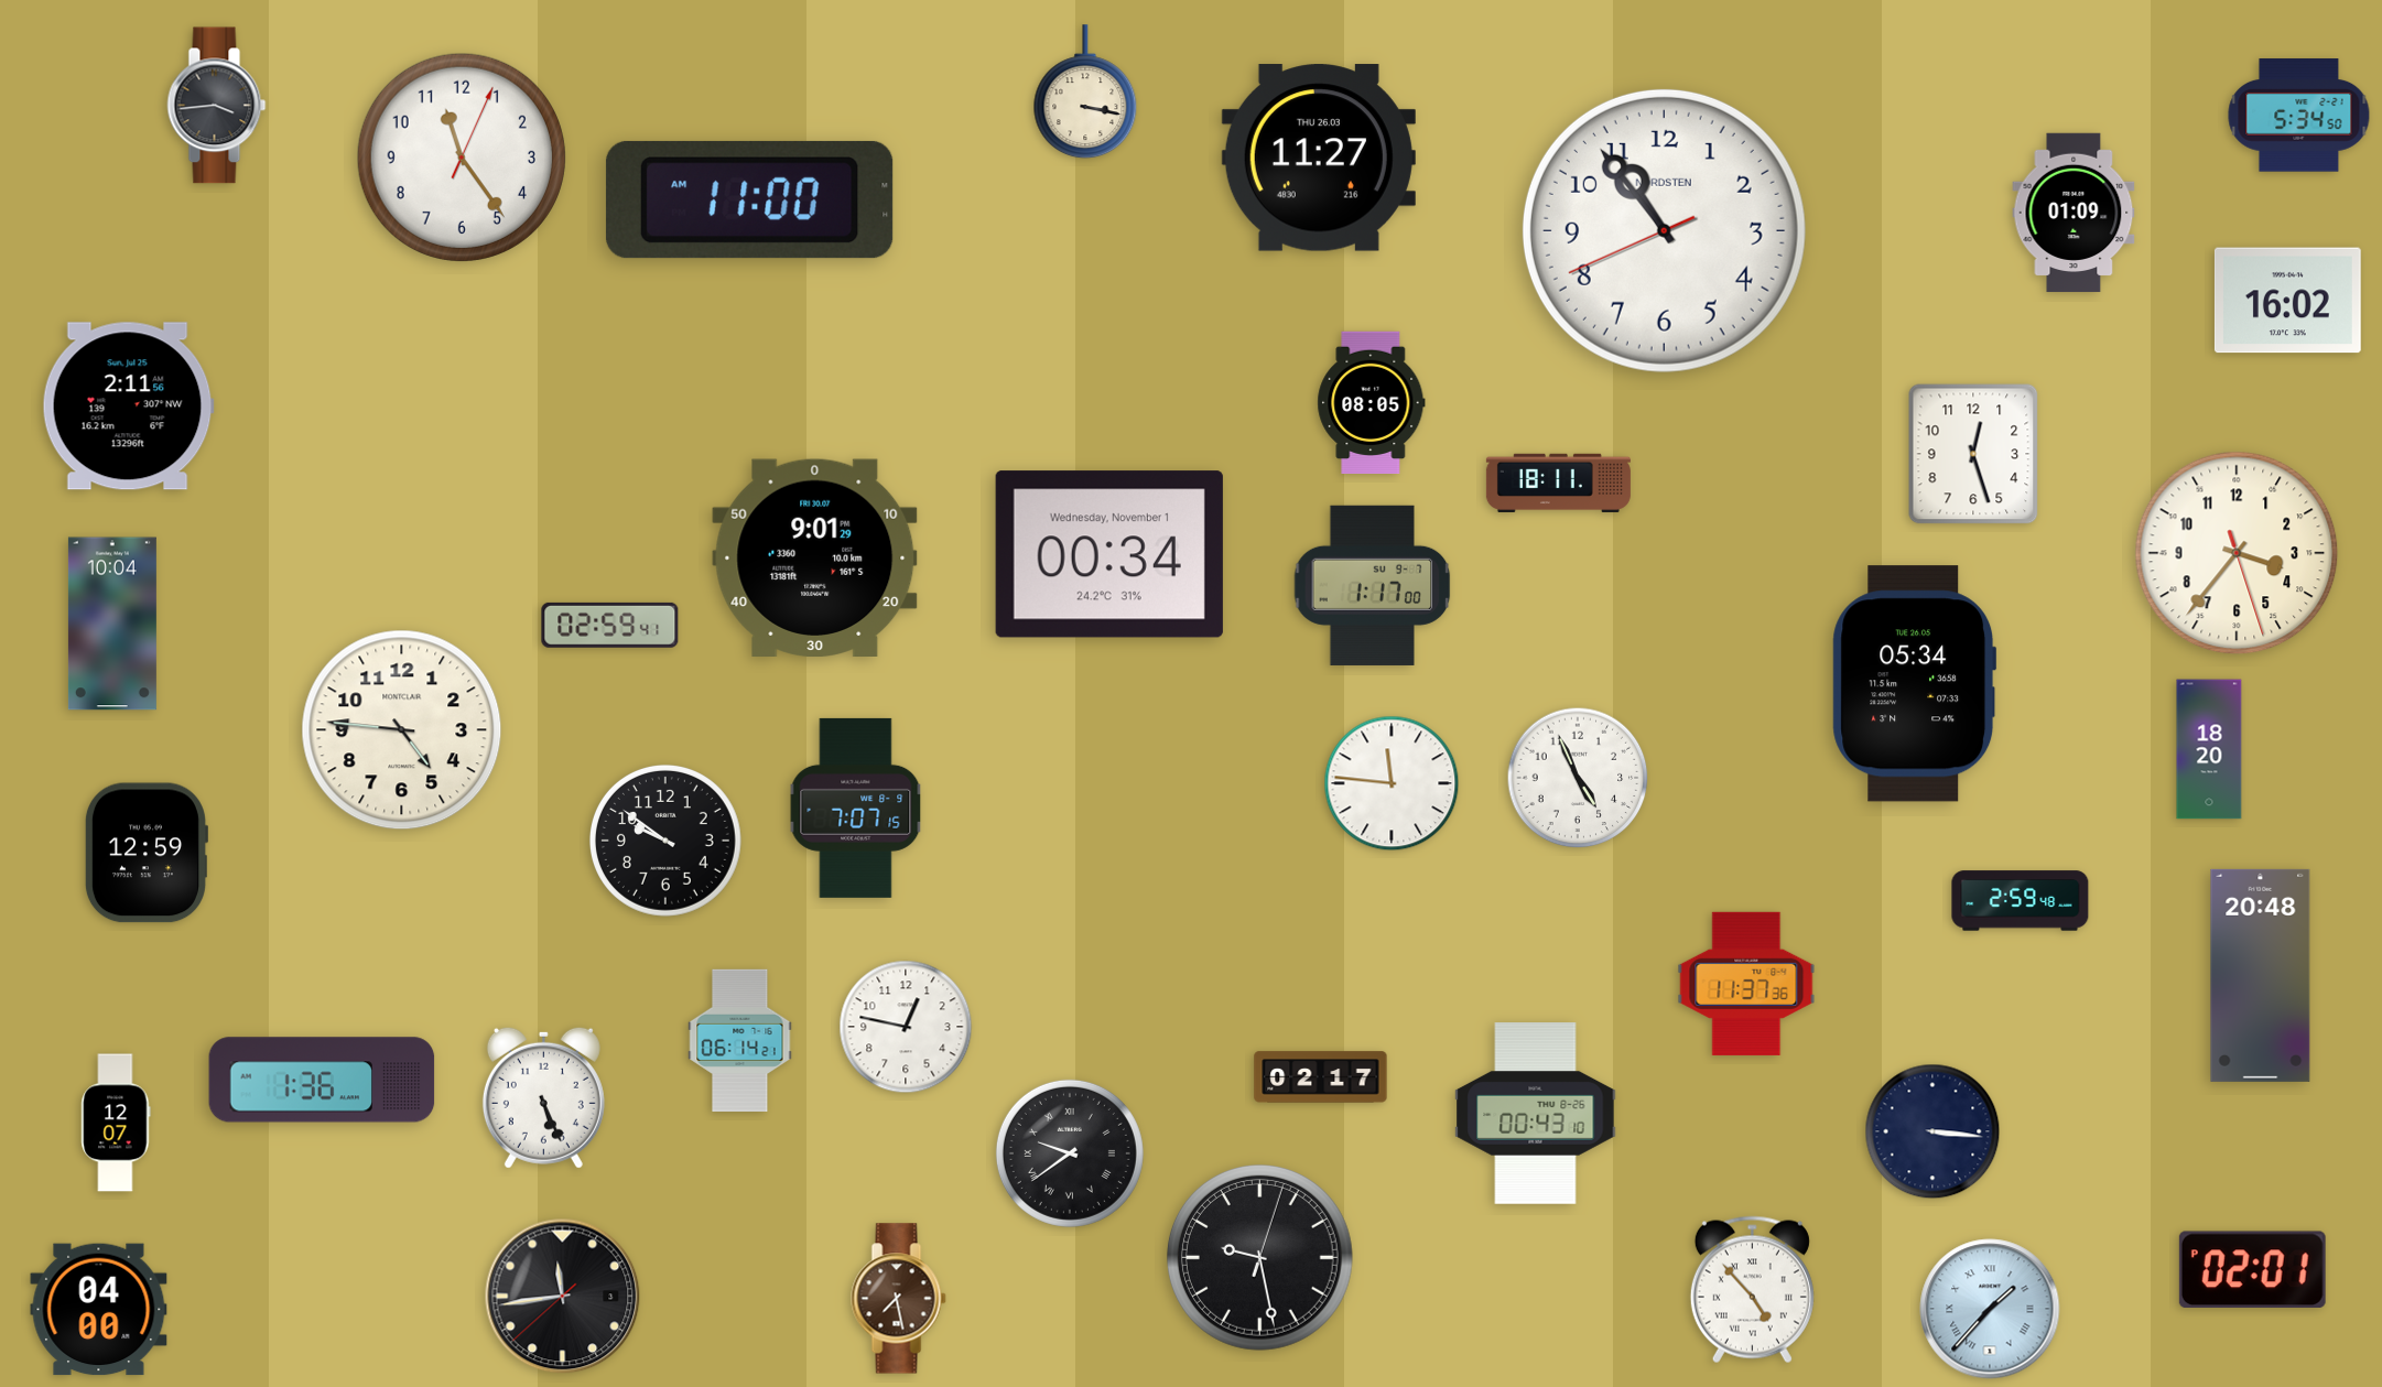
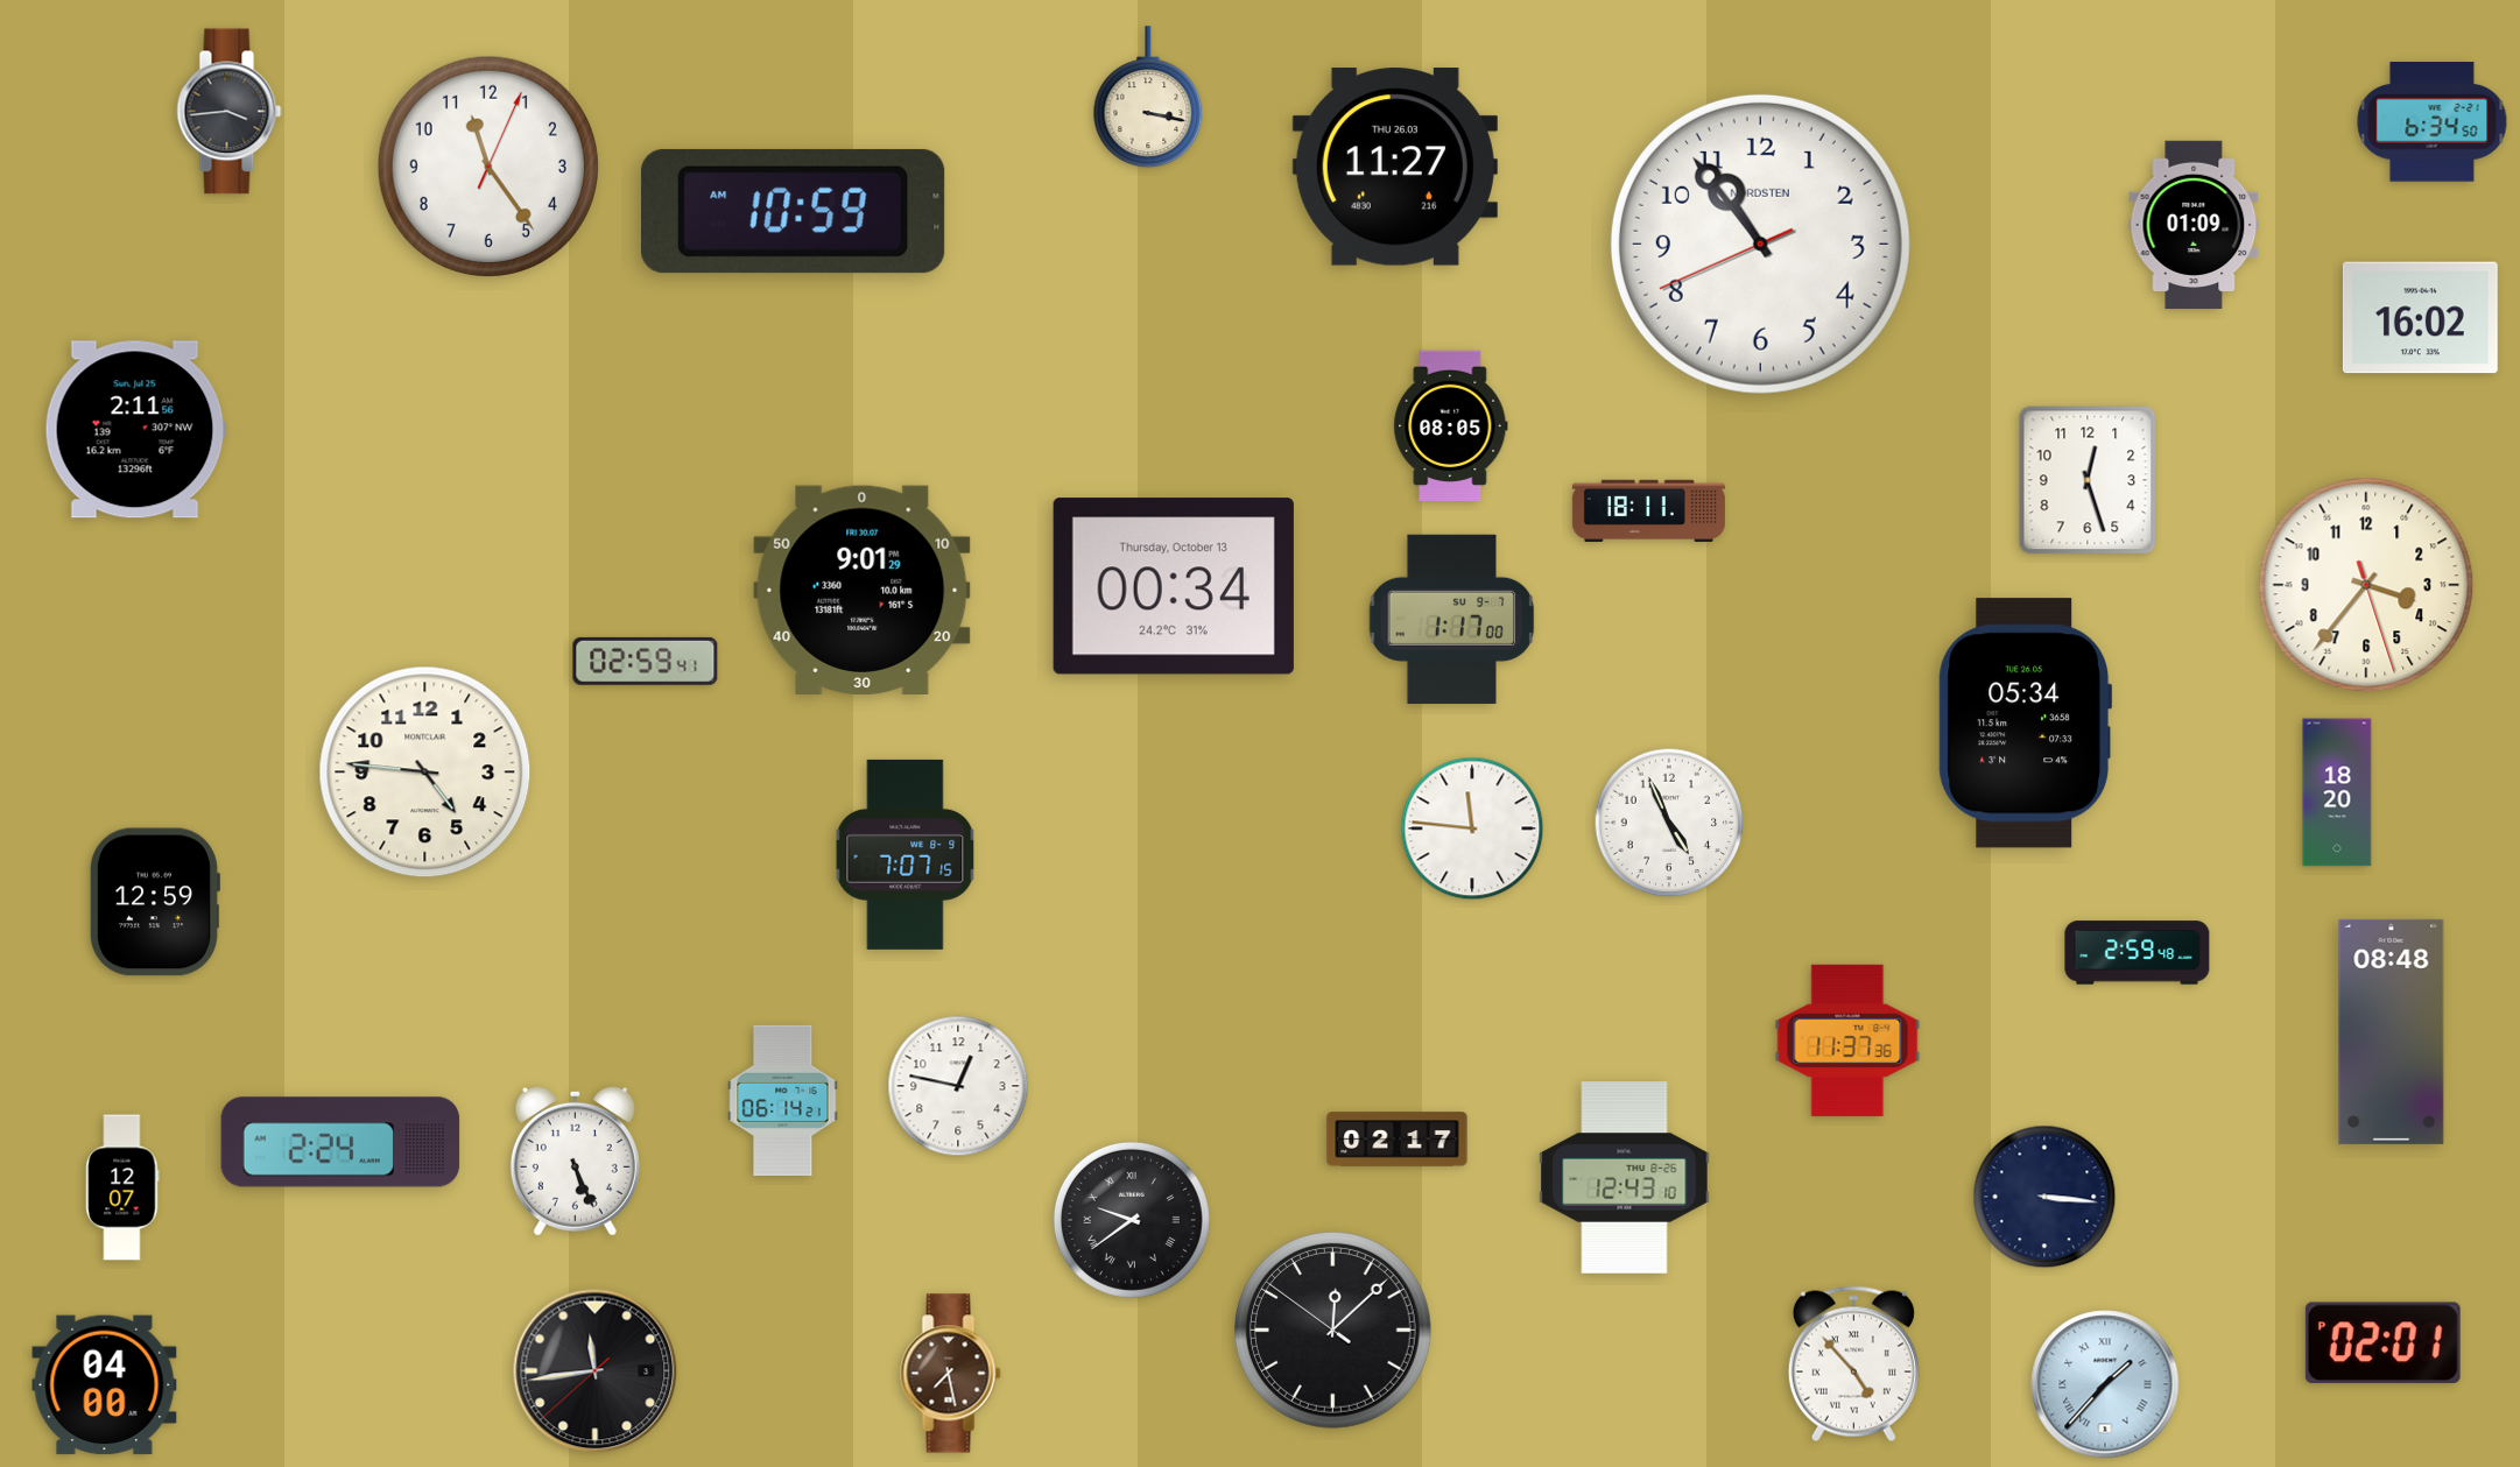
clock at (2299, 116): 5:34 -> 6:34
clock at (749, 199): 11:00 -> 10:59
clock at (1109, 554) date: Wednesday, November 1 -> Thursday, October 13
clock at (112, 624): 10:04 -> none
clock at (665, 841): 9:51 -> none
clock at (2261, 975): 20:48 -> 08:48
clock at (322, 1080): 1:36 -> 2:24
clock at (1536, 1114): 00:43 -> 12:43
clock at (1260, 1258): 9:28 -> 12:07
